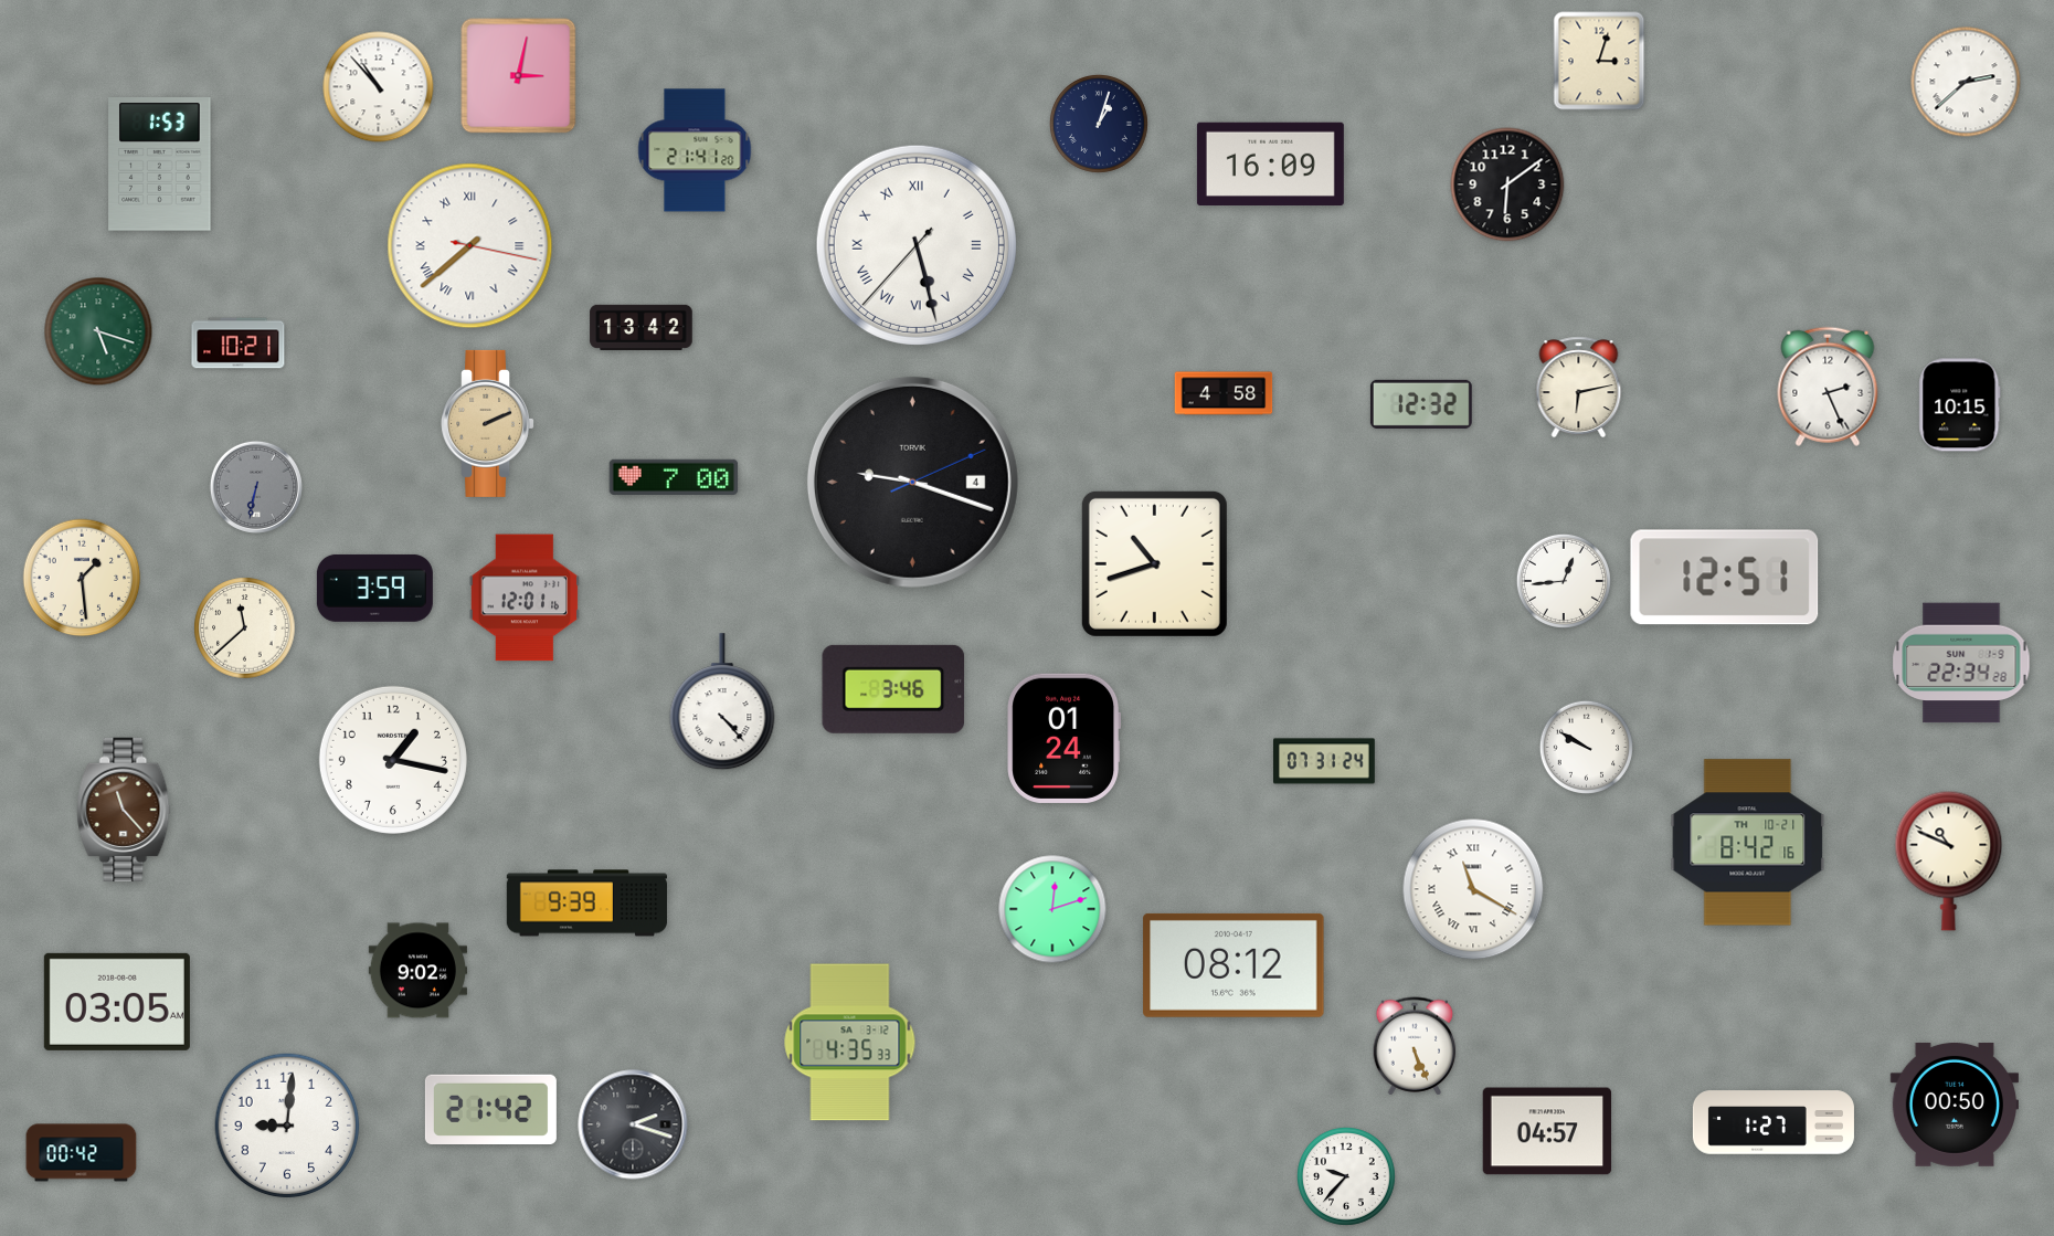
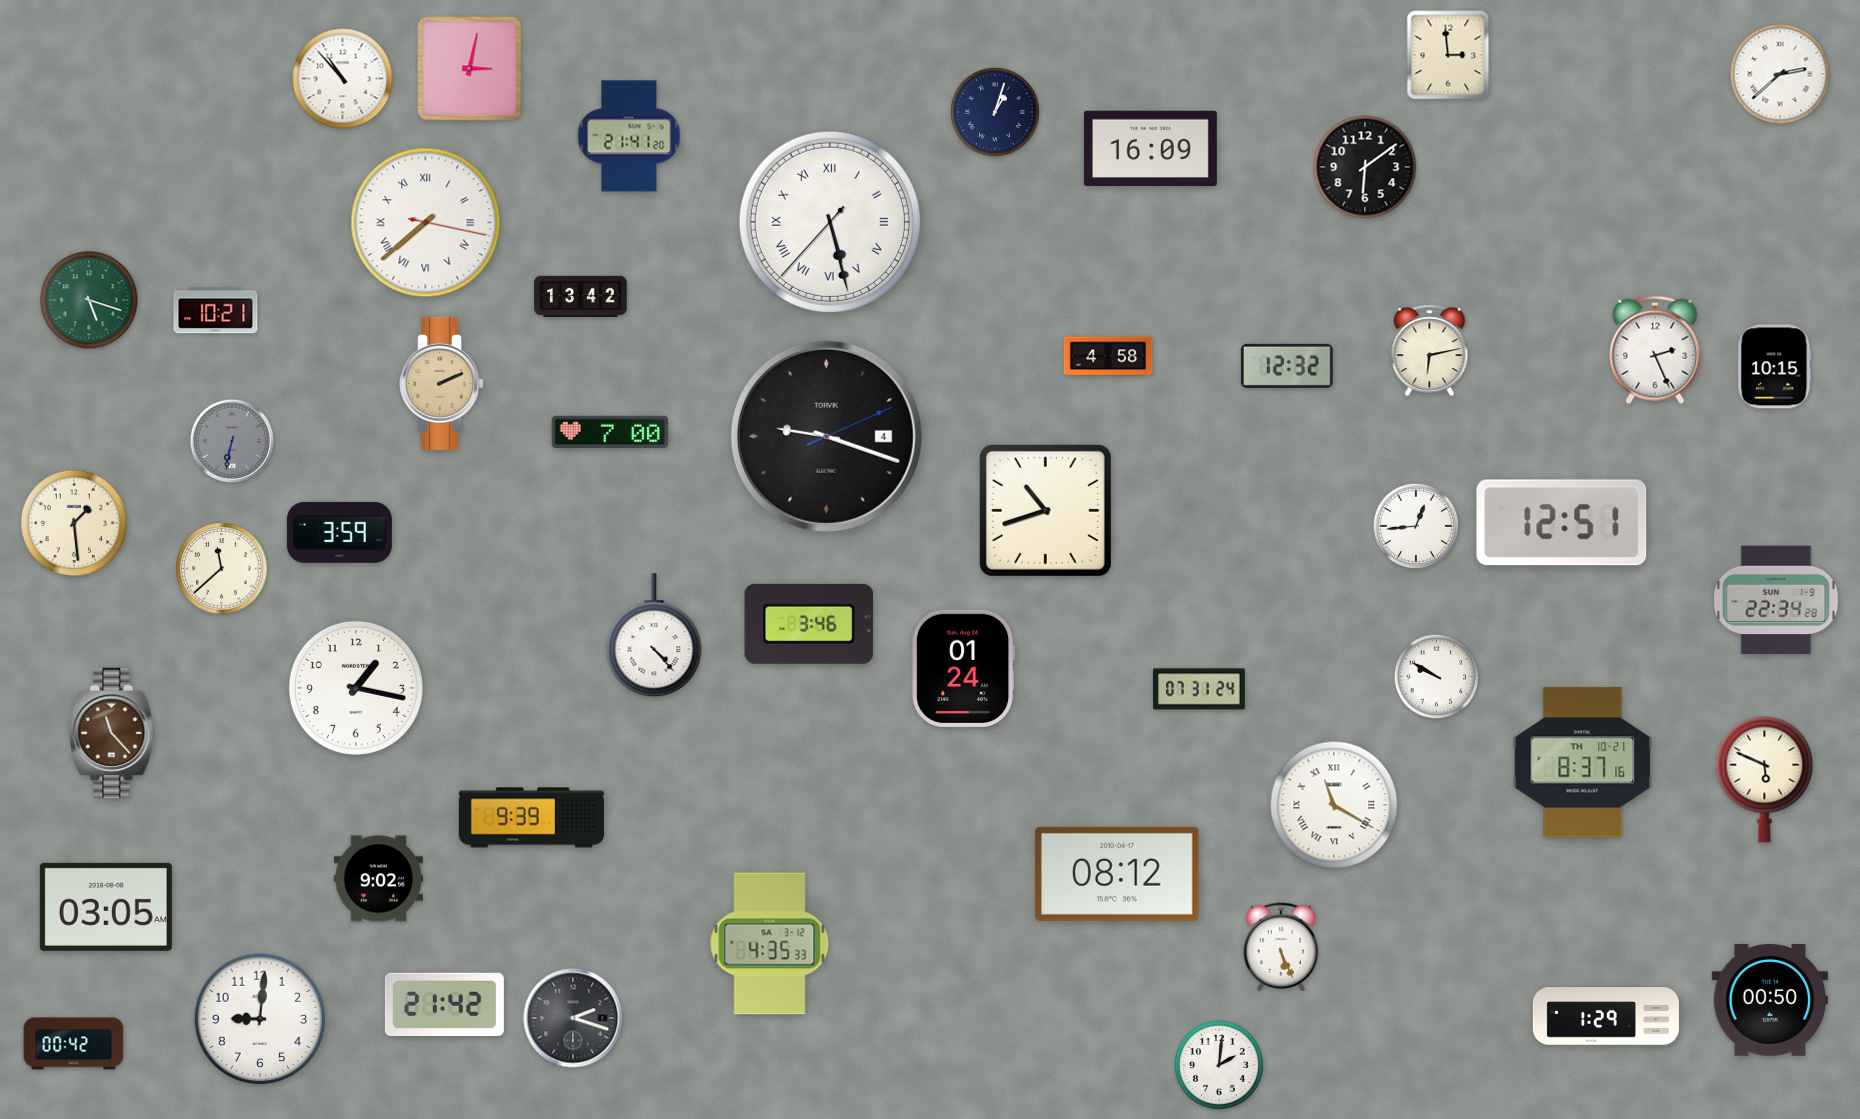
clock at (1599, 61): 3:03 -> 2:59
clock at (160, 165): 1:53 -> none
clock at (523, 598): 12:01 -> none
clock at (1748, 843): 8:42 -> 8:37
clock at (1949, 860): 10:49 -> 5:49
clock at (1052, 909): 12:12 -> none
clock at (1774, 1122): 1:27 -> 1:29
clock at (1547, 1131): 04:57 -> none
clock at (1347, 1177): 9:37 -> 2:01
